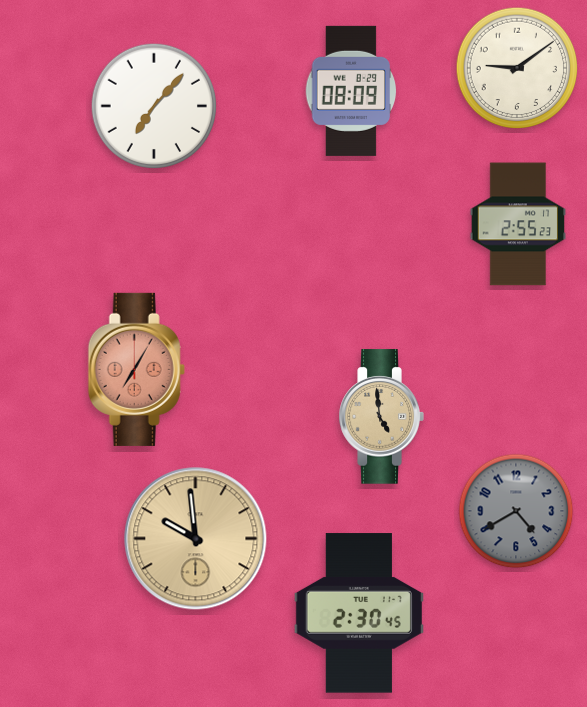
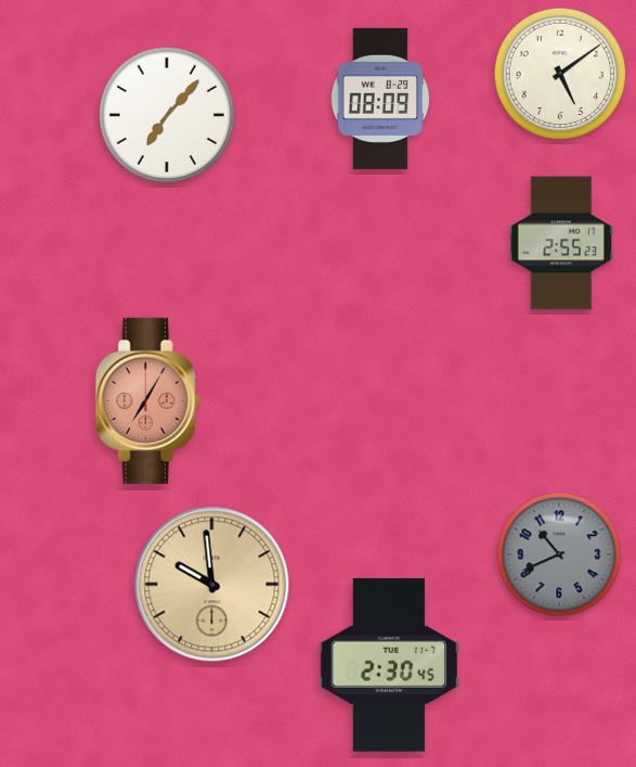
clock at (517, 68): 9:09 -> 5:09
clock at (381, 417): 4:59 -> none
clock at (516, 511): 4:40 -> 10:41
